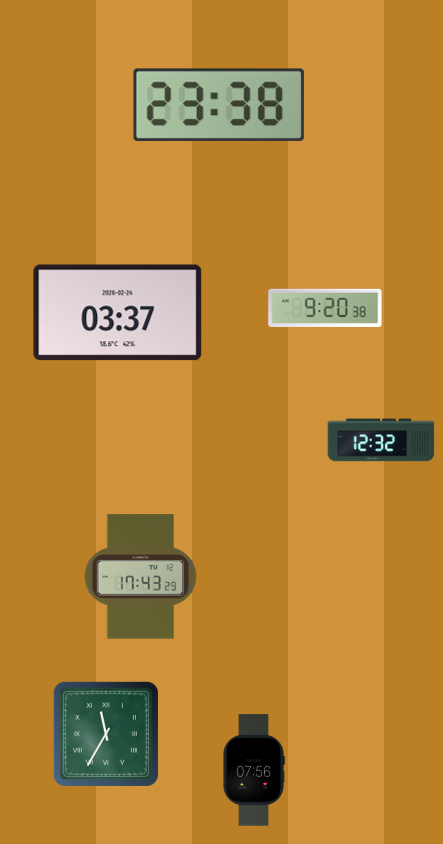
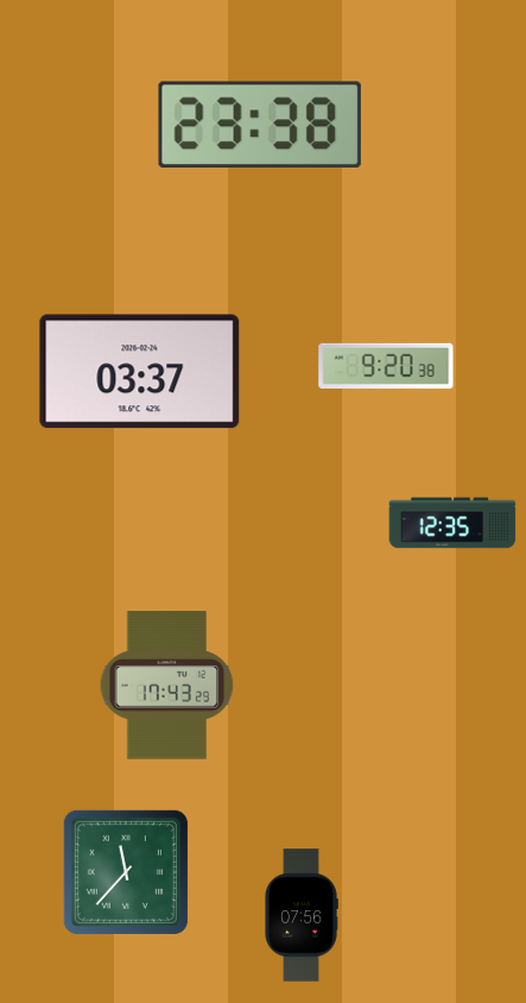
clock at (381, 440): 12:32 -> 12:35
clock at (106, 734): 11:35 -> 11:37
